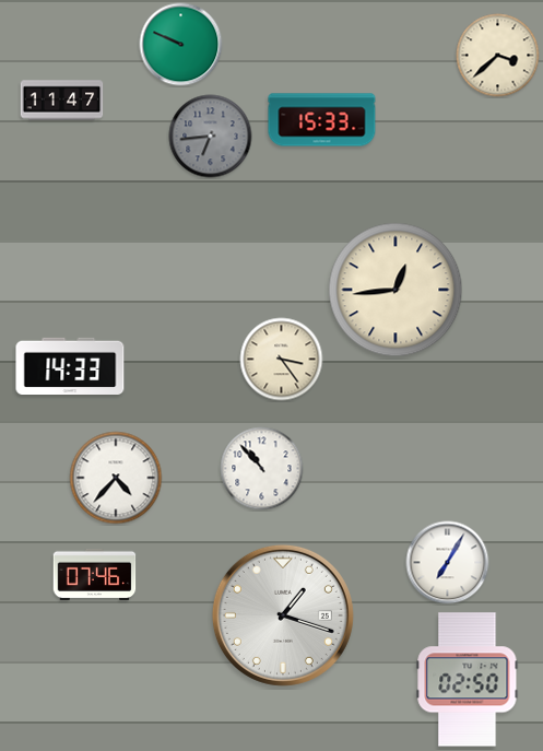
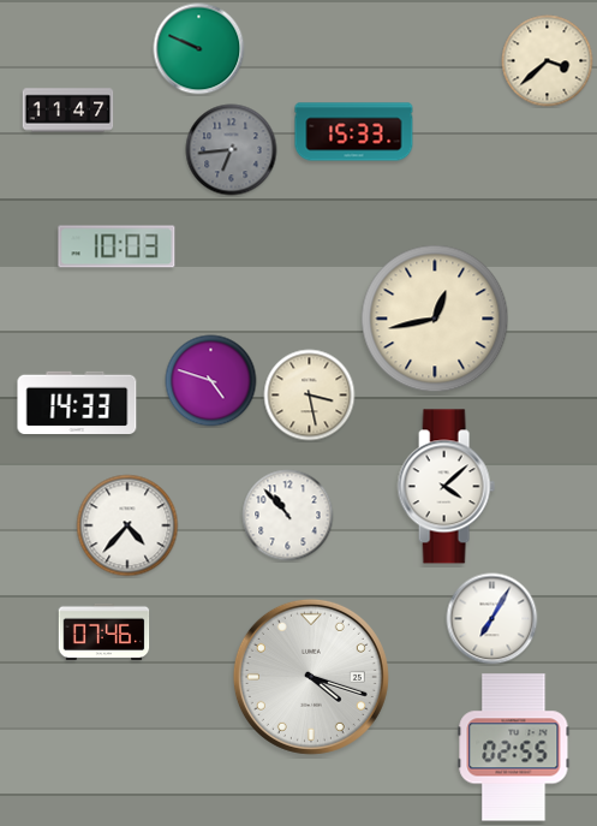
clock at (117, 246): none -> 10:03
clock at (396, 290): 12:44 -> 12:43
clock at (211, 381): none -> 4:48
clock at (282, 360): 3:24 -> 3:28
clock at (446, 487): none -> 4:08
clock at (283, 615): 1:18 -> 4:18
clock at (468, 680): 02:50 -> 02:55
